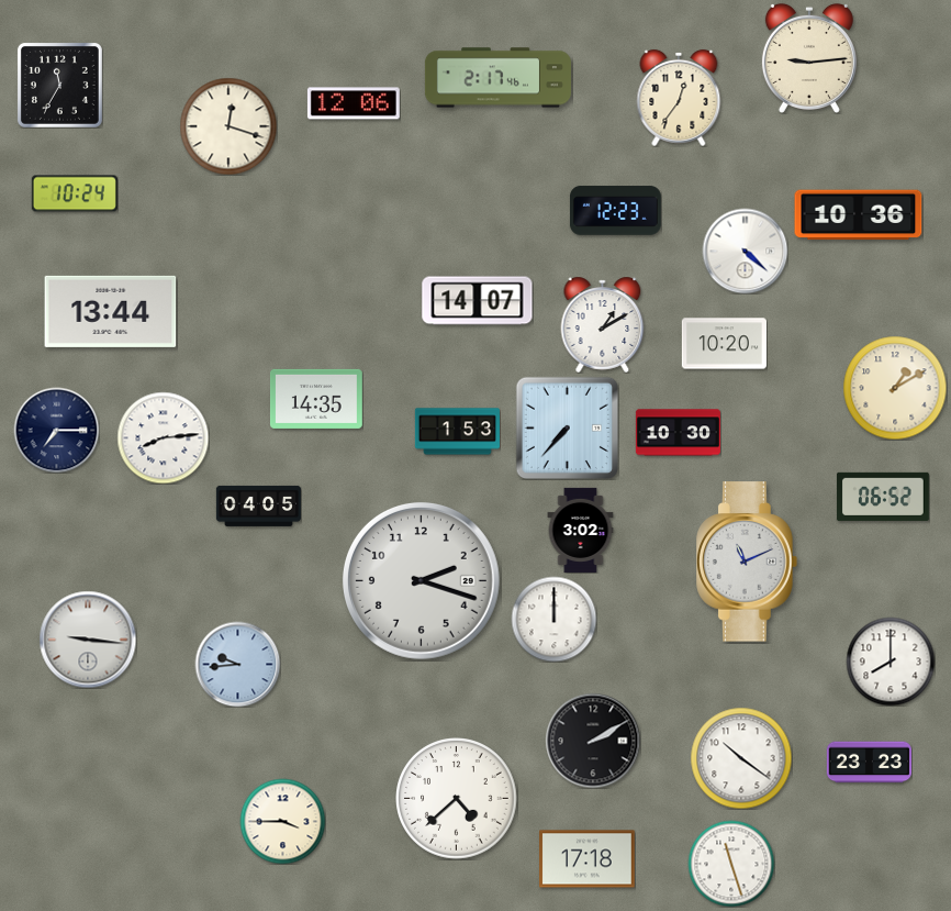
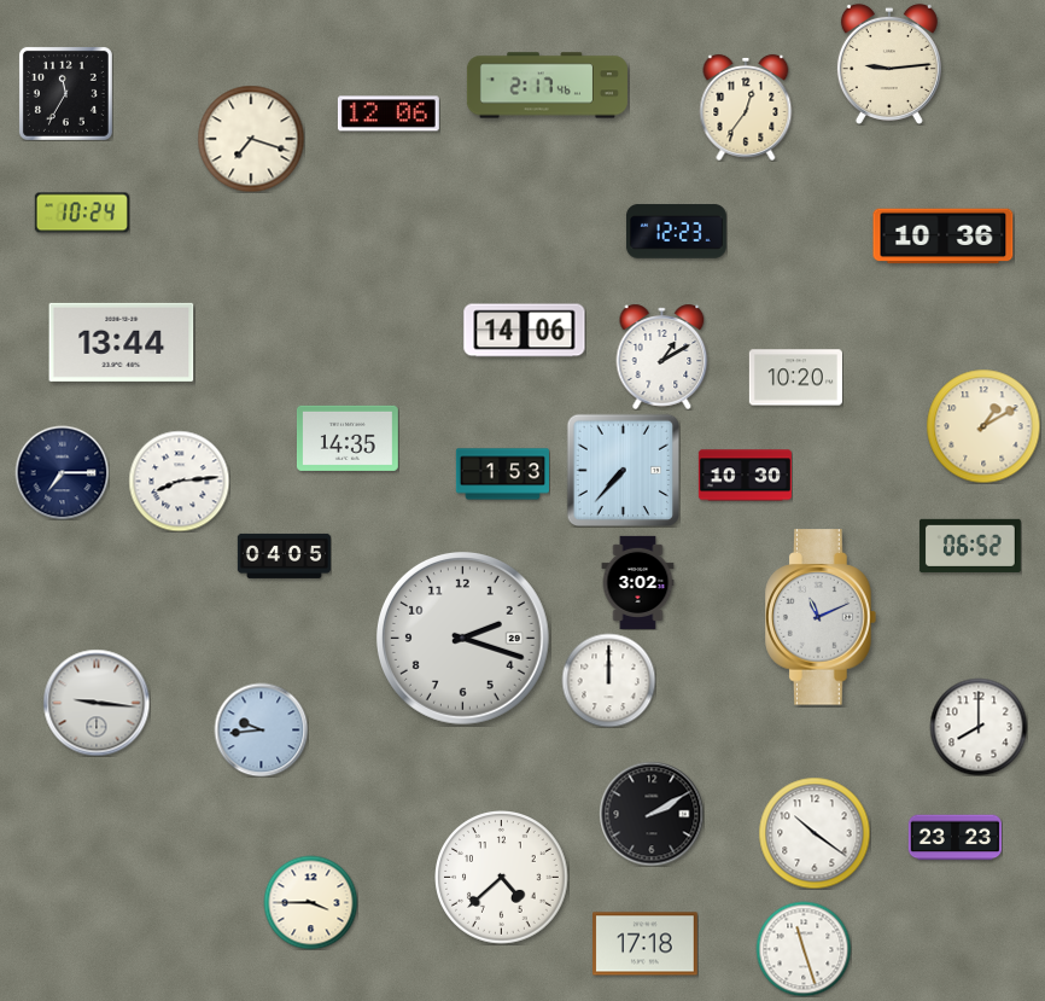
clock at (228, 126): 12:18 -> 7:18
clock at (745, 251): 4:22 -> none
clock at (478, 301): 14:07 -> 14:06
